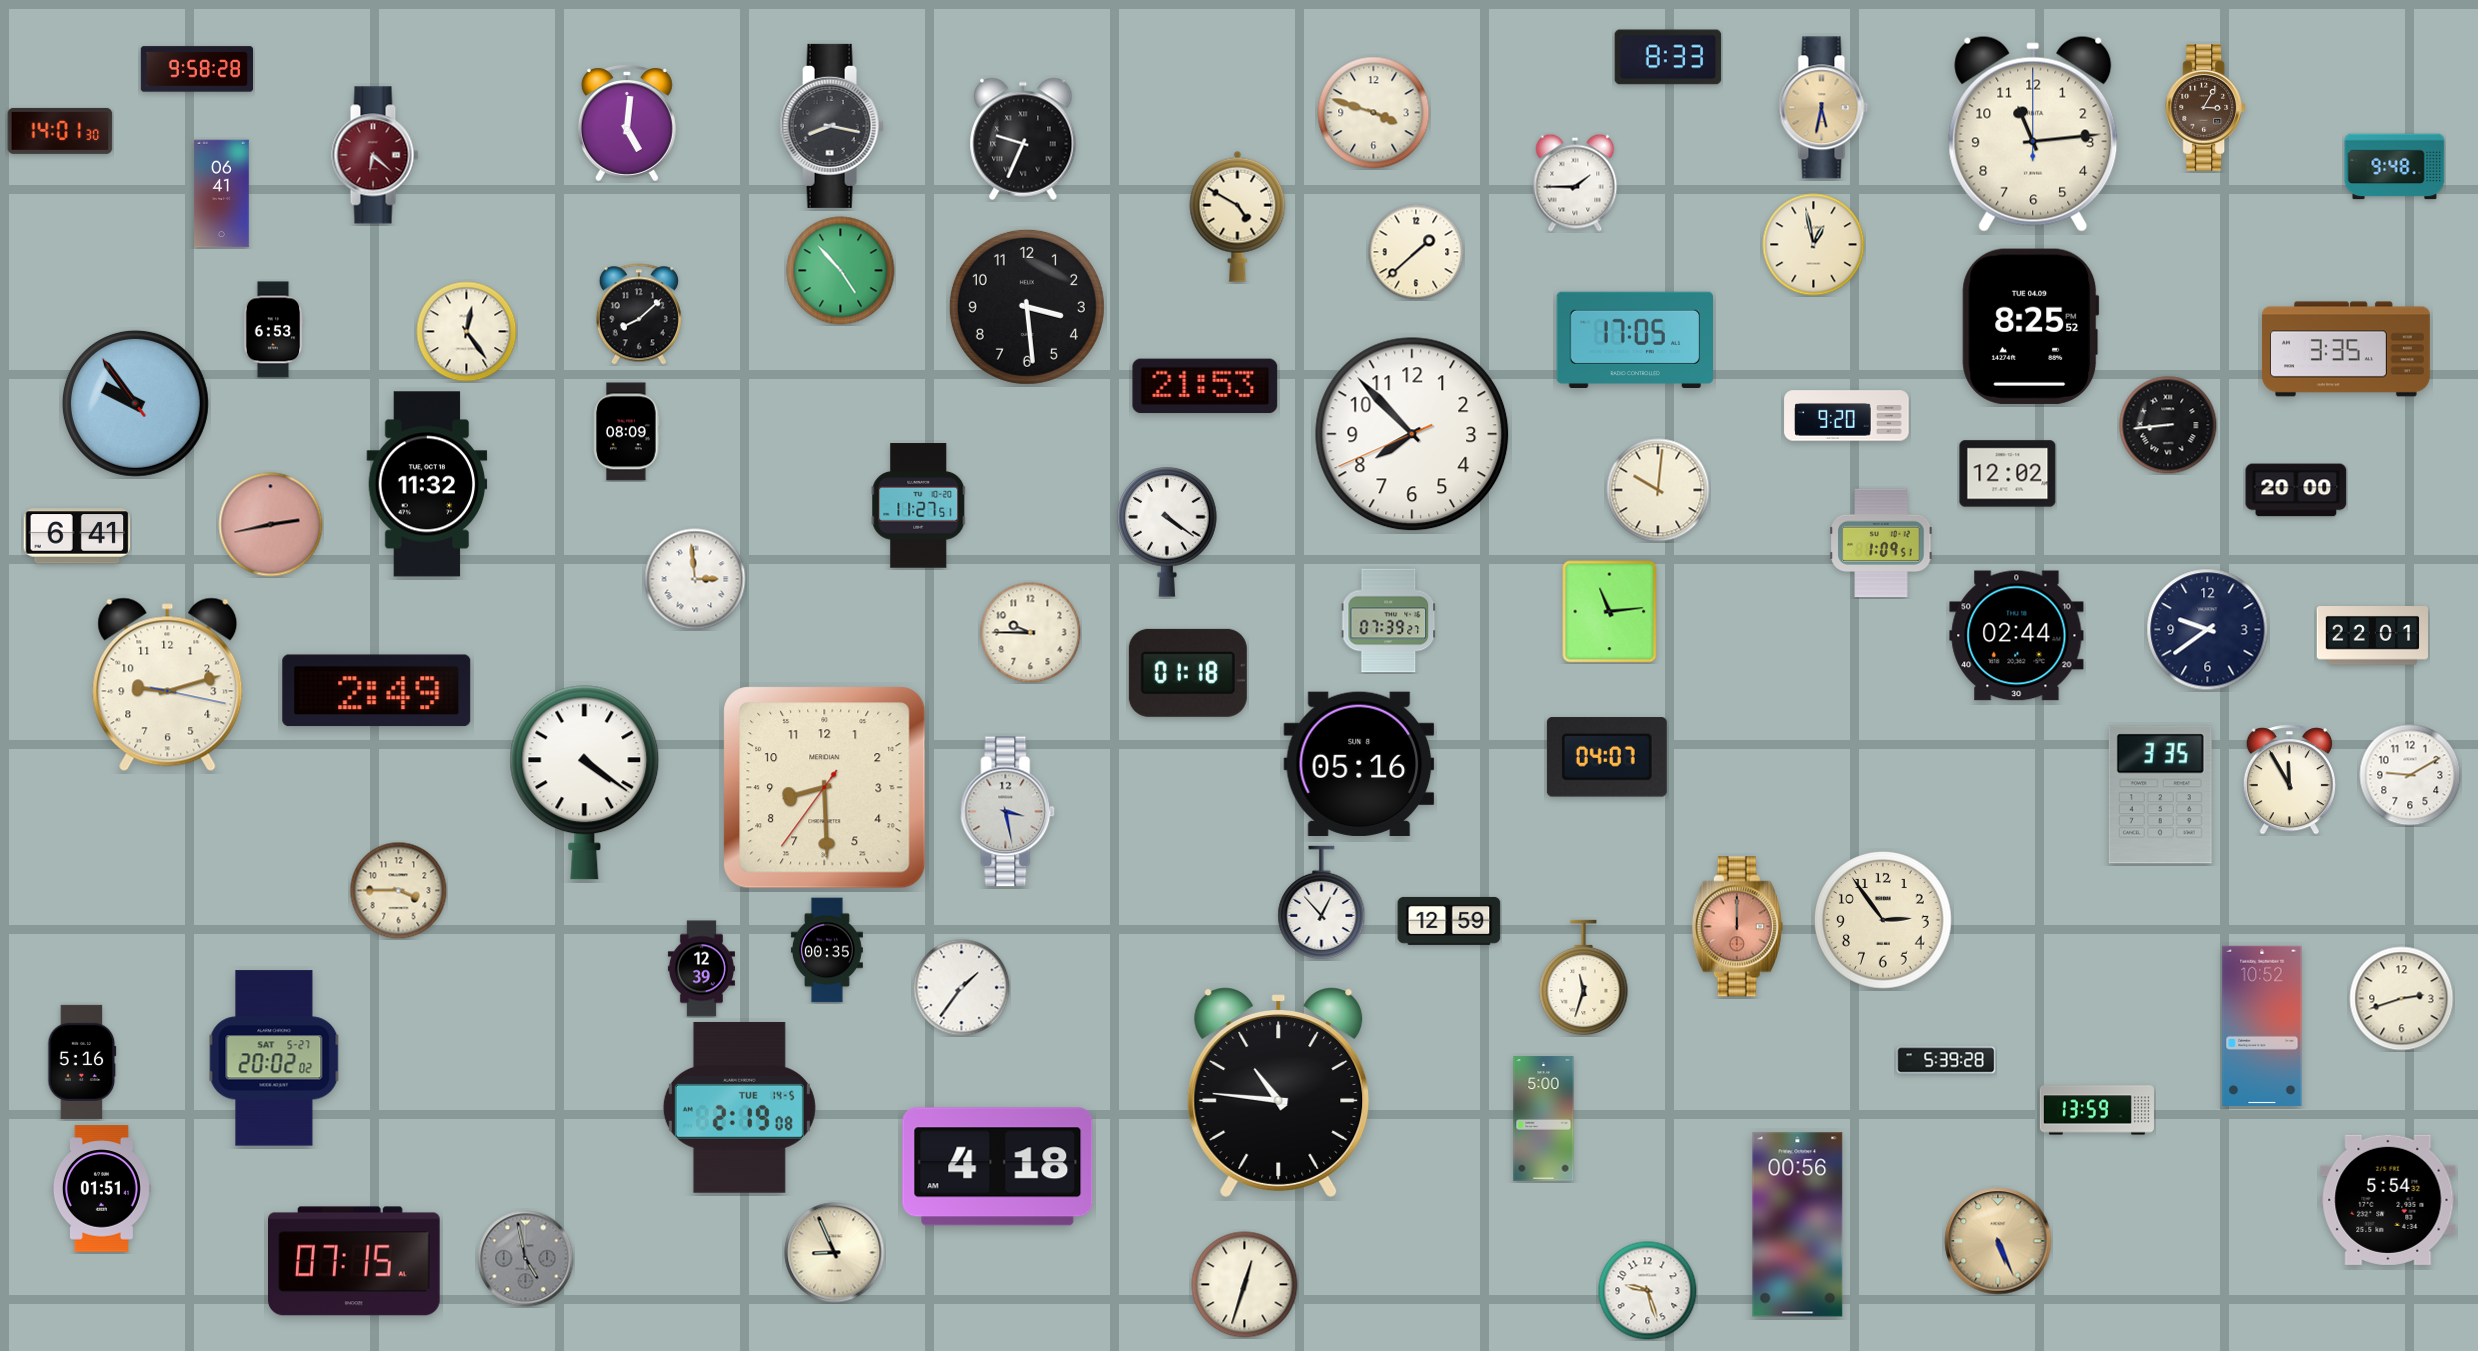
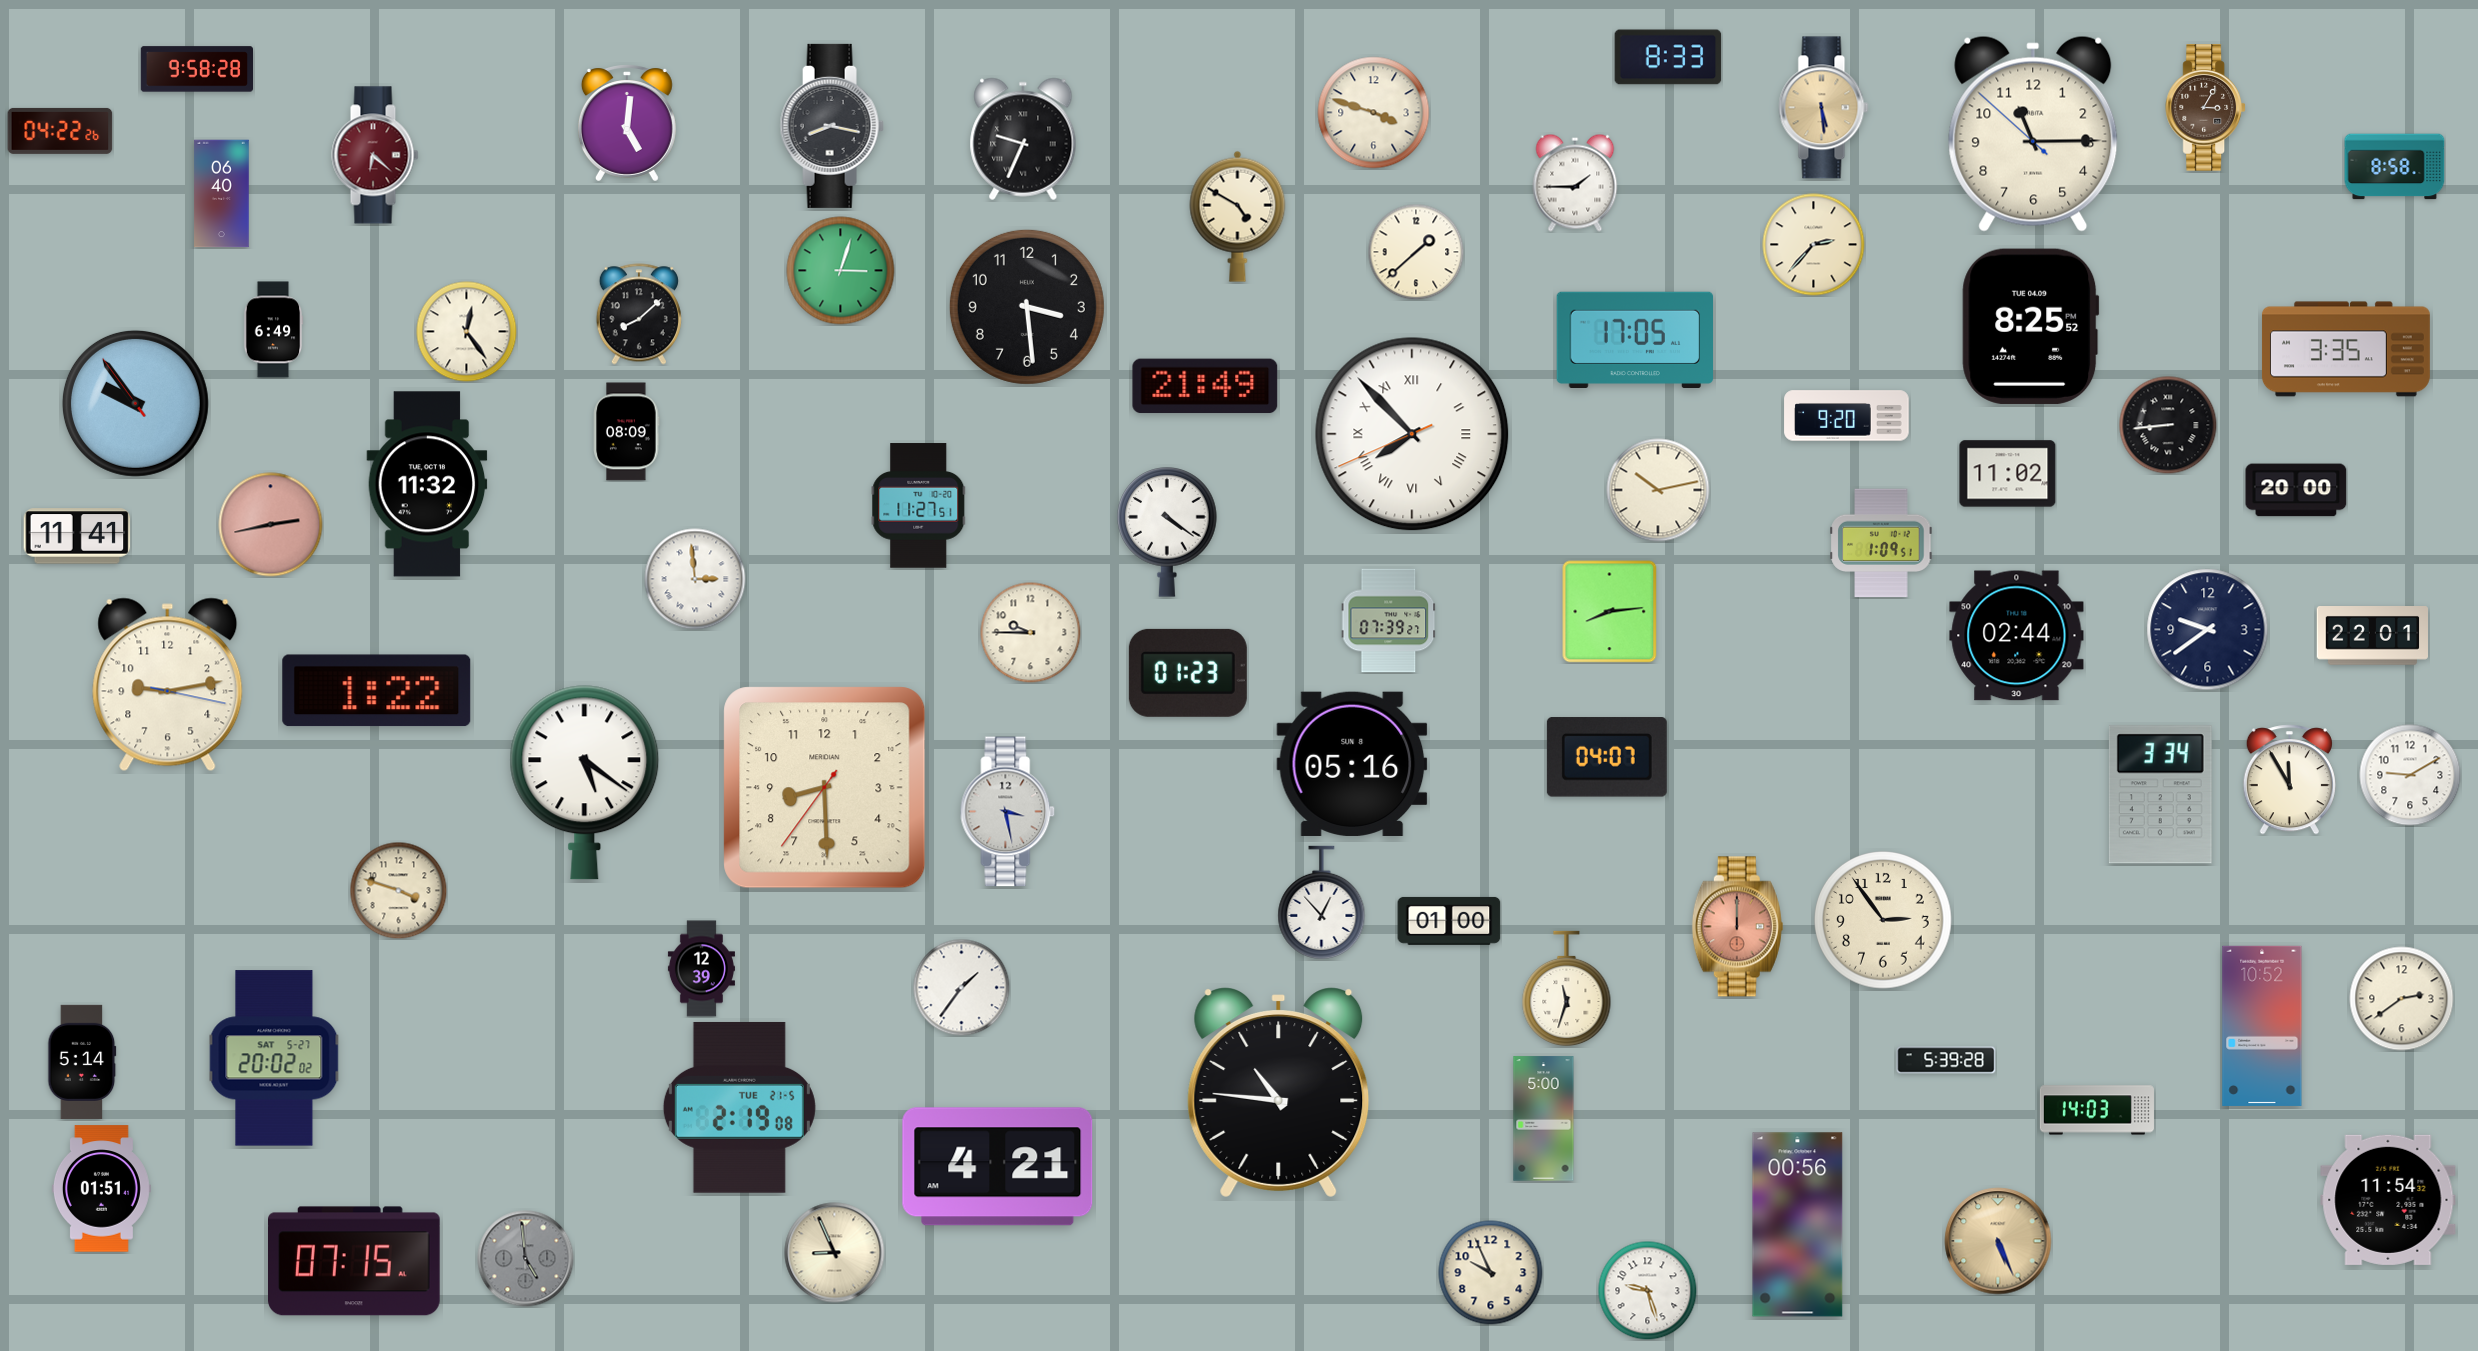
clock at (1824, 108): 5:32 -> 5:29
clock at (60, 131): 14:01 -> 04:22
clock at (2033, 134): 11:14:00 -> 11:14:52
clock at (2395, 167): 9:48 -> 8:58
clock at (222, 194): 06:41 -> 06:40
clock at (1814, 245): 12:58 -> 2:37
clock at (841, 271): 4:53 -> 3:03
clock at (273, 330): 6:53 -> 6:49
clock at (1205, 386): 21:53 -> 21:49
clock at (1412, 434) numerals: Arabic -> Roman
clock at (2008, 474): 12:02 -> 11:02
clock at (1658, 490): 10:01 -> 10:13
clock at (77, 536): 6:41 -> 11:41
clock at (1610, 612): 11:14 -> 8:14
clock at (1188, 673): 01:18 -> 01:23
clock at (168, 685): 9:12 -> 9:13
clock at (377, 691): 2:49 -> 1:22
clock at (1359, 764) position: (1359, 764) -> (1352, 764)
clock at (585, 783): 4:21 -> 5:21
clock at (2160, 795): 3:35 -> 3:34
clock at (398, 890): 3:45 -> 3:48
clock at (1449, 921): 12:59 -> 01:00
clock at (827, 950): 00:35 -> none
clock at (1584, 978) position: (1584, 978) -> (1567, 989)
clock at (2402, 999): 2:42 -> 2:39
clock at (82, 1062): 5:16 -> 5:14
clock at (739, 1107) date: TUE 14-5 -> TUE 21-5
clock at (2097, 1110): 13:59 -> 14:03
clock at (998, 1167): 4:18 -> 4:21
clock at (2388, 1200): 5:54 -> 11:54
clock at (526, 1259): 4:58 -> 4:59
clock at (1491, 1273): none -> 9:56
clock at (1245, 1285): 12:33 -> none
